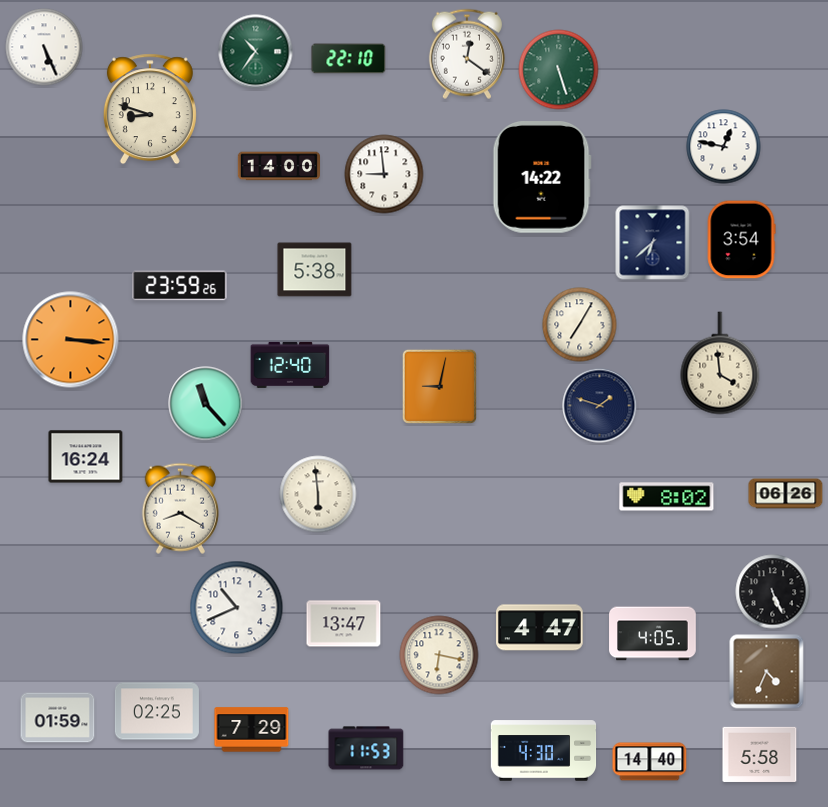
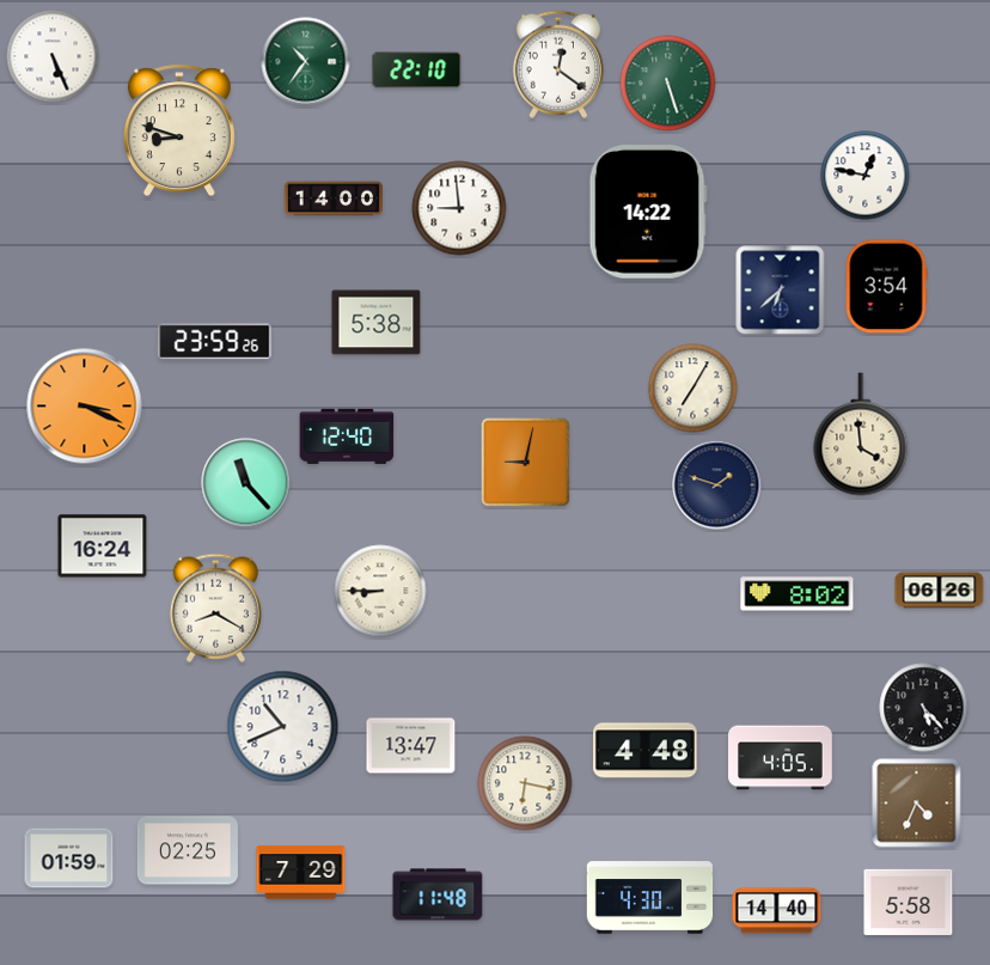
clock at (71, 340): 3:16 -> 3:19
clock at (318, 494): 5:59 -> 8:45
clock at (773, 592): 5:26 -> 5:23
clock at (540, 628): 4:47 -> 4:48
clock at (366, 748): 11:53 -> 11:48
